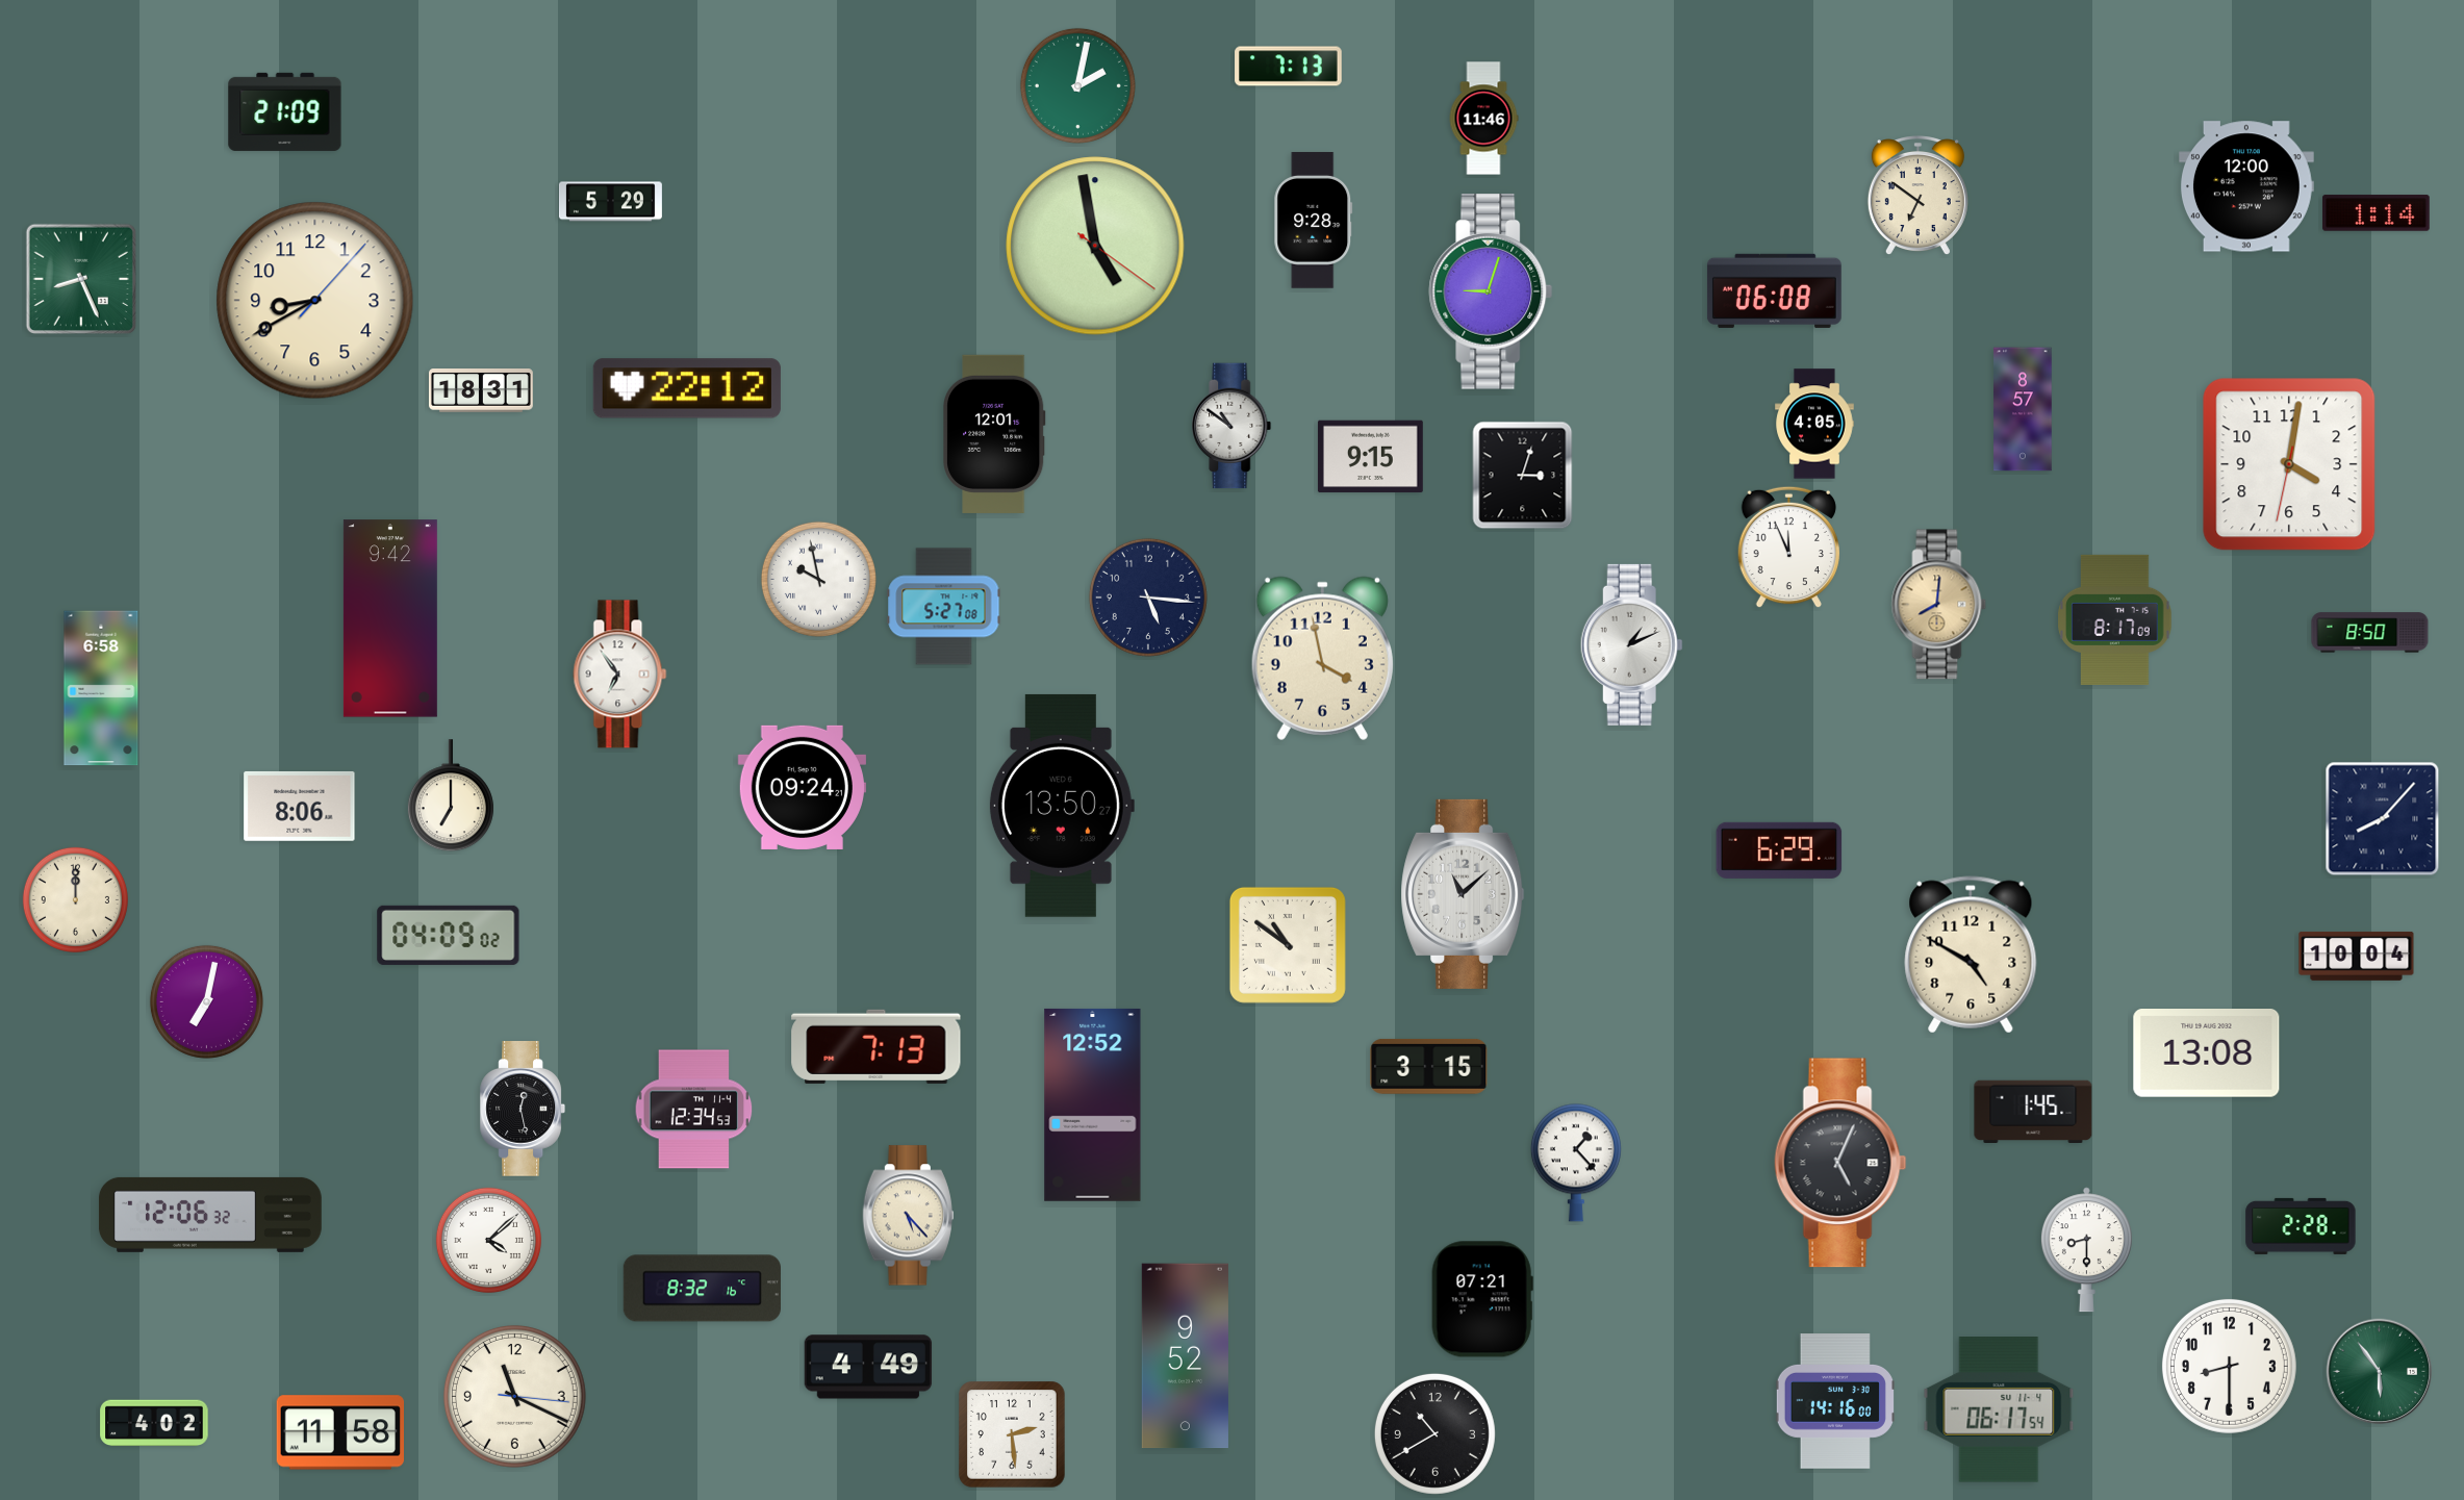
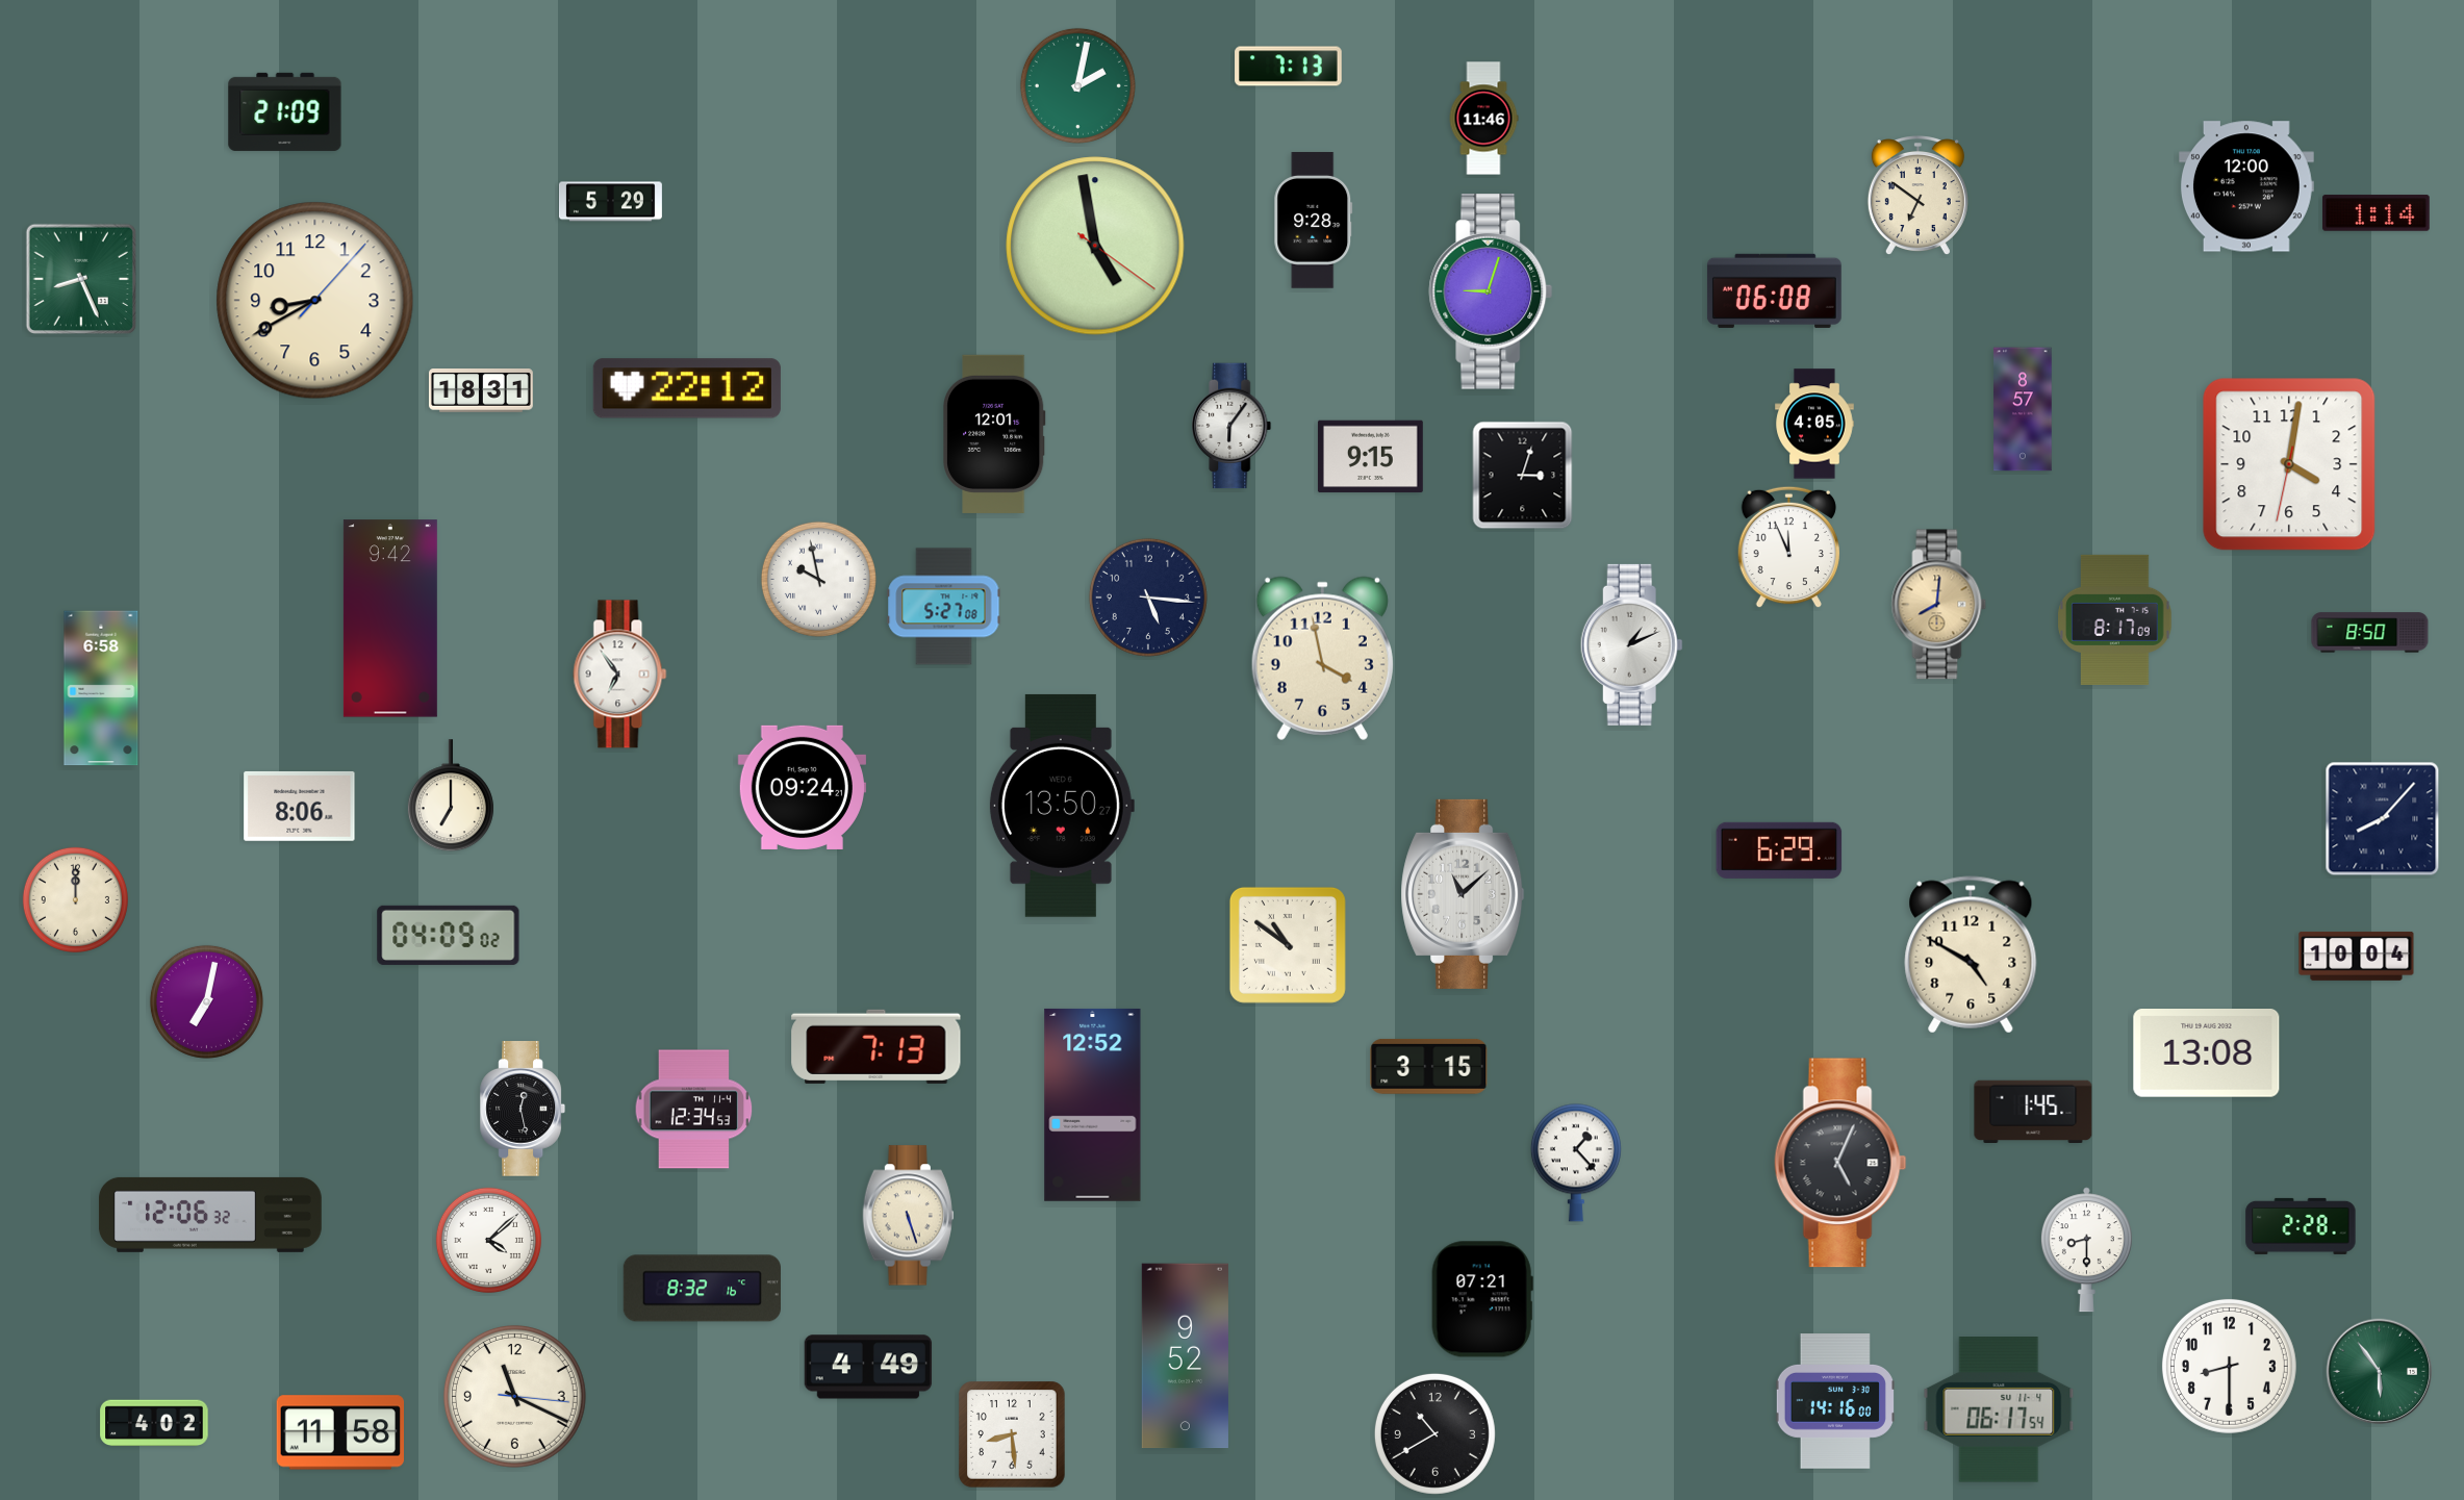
clock at (1231, 426): 10:51 -> 6:06
clock at (908, 1216): 5:23 -> 5:27
clock at (1012, 1434): 2:29 -> 8:29
